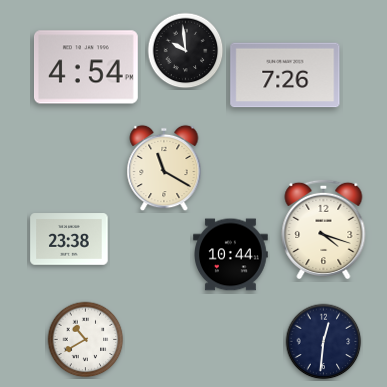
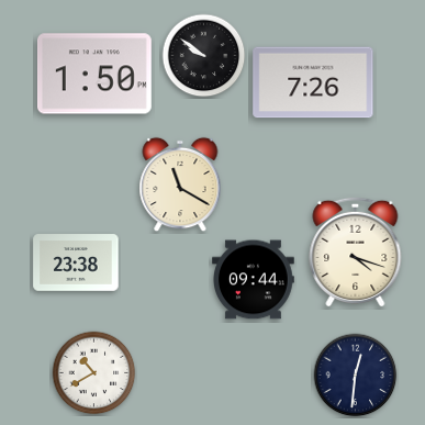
clock at (186, 51): 9:59 -> 9:51
clock at (87, 67): 4:54 -> 1:50
clock at (231, 255): 10:44 -> 09:44
